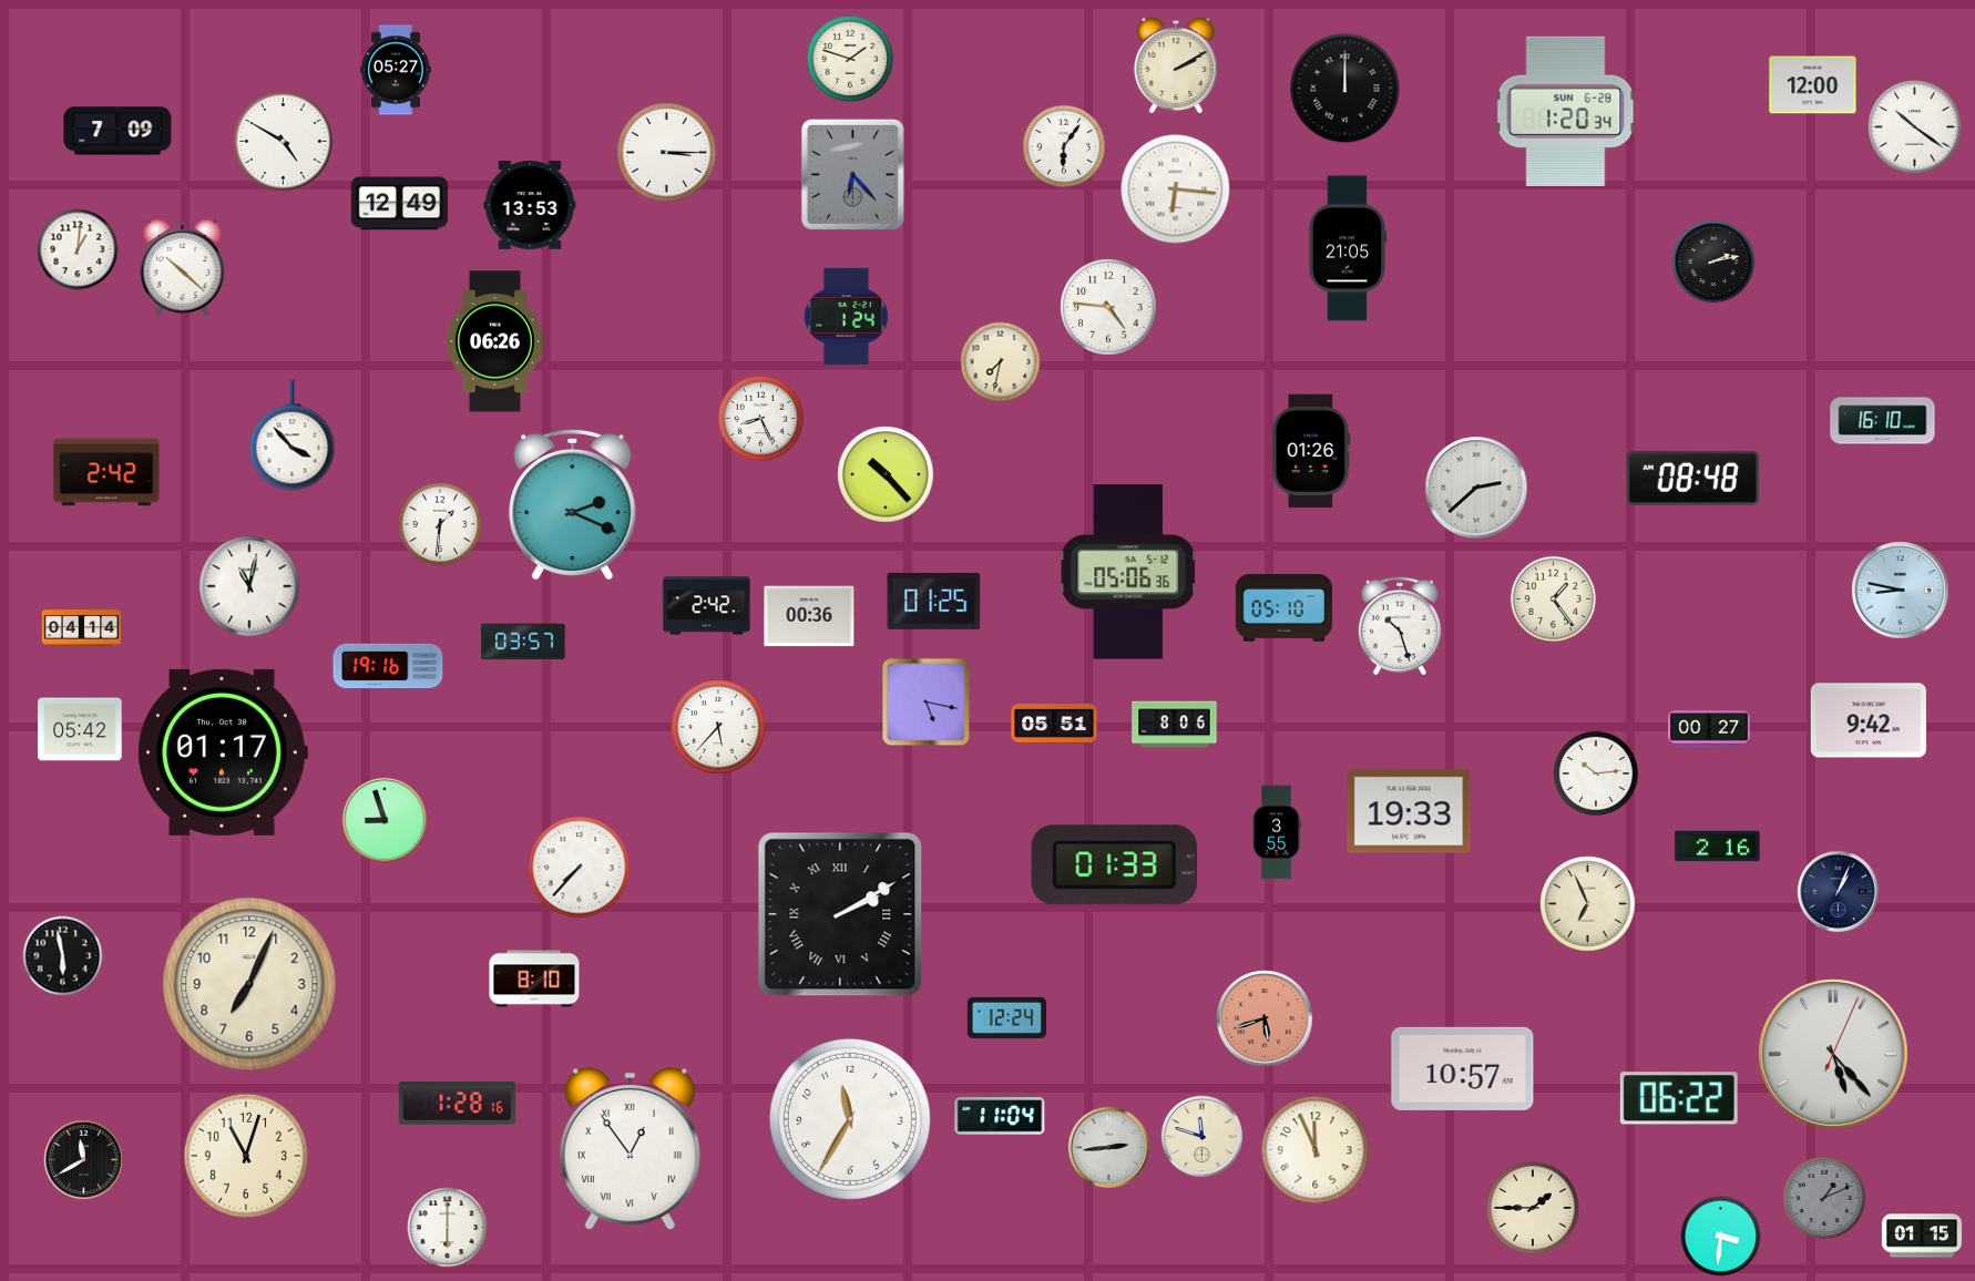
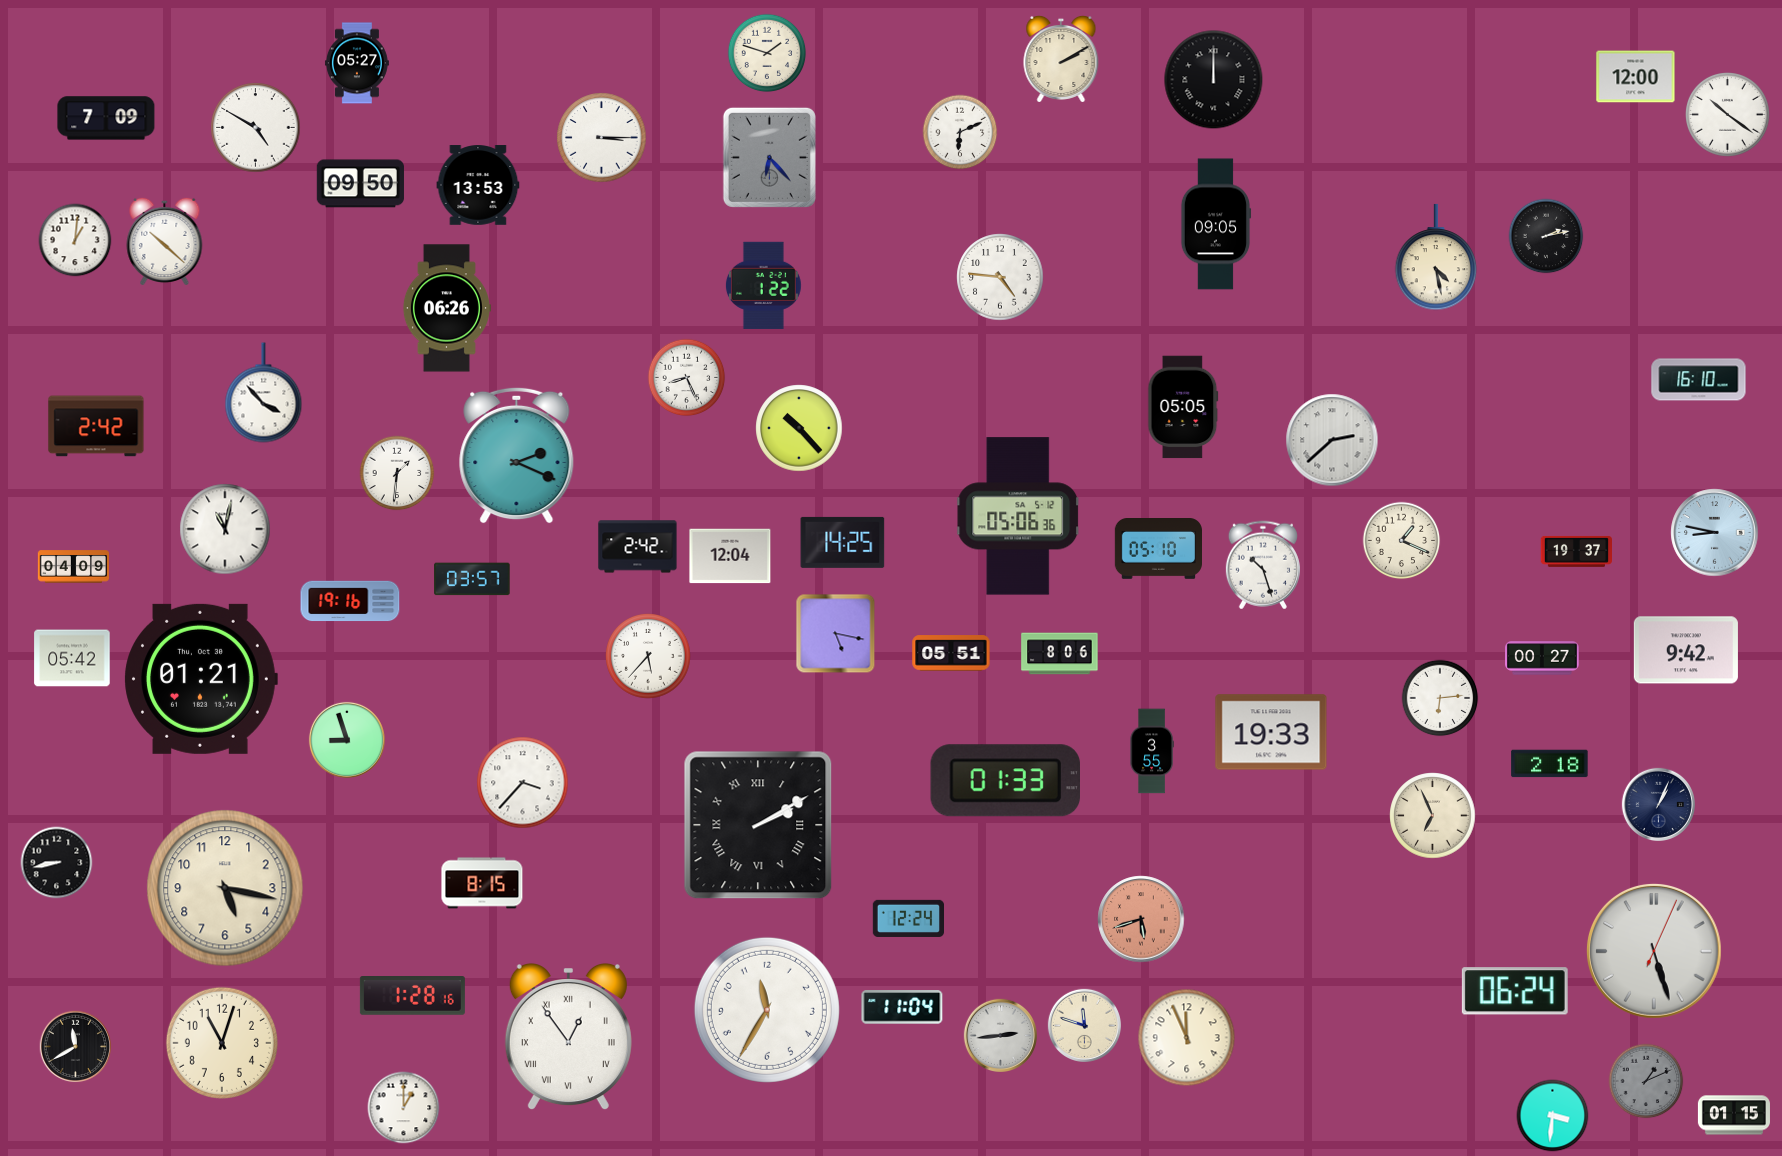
clock at (1566, 111): 1:20 -> none
clock at (1064, 146): 6:06 -> 6:11
clock at (1176, 189): 6:16 -> none
clock at (399, 204): 12:49 -> 09:50
clock at (1348, 248): 21:05 -> 09:05
clock at (78, 249) position: (78, 249) -> (75, 240)
clock at (1436, 257): none -> 4:28
clock at (846, 316): 1:24 -> 1:22
clock at (1001, 362): 7:32 -> none
clock at (1311, 451): 01:26 -> 05:05
clock at (1692, 478): 08:48 -> none
clock at (1554, 599): 1:24 -> 1:19
clock at (934, 601): 01:25 -> 14:25
clock at (1576, 551): none -> 19:37
clock at (809, 616): 00:36 -> 12:04
clock at (82, 628): 04:14 -> 04:09
clock at (223, 752): 01:17 -> 01:21
clock at (1596, 773): 10:14 -> 6:14
clock at (1718, 847): 2:16 -> 2:18
clock at (580, 868): 7:37 -> 3:37
clock at (63, 956): 5:58 -> 8:43
clock at (534, 978): 8:10 -> 8:15
clock at (249, 984): 7:04 -> 5:17
clock at (1833, 1054): 5:23 -> 5:27
clock at (1463, 1068): 10:57 -> none
clock at (1679, 1098): 06:22 -> 06:24
clock at (1533, 1208): 1:45 -> none
clock at (448, 1228): 6:00 -> 1:00
